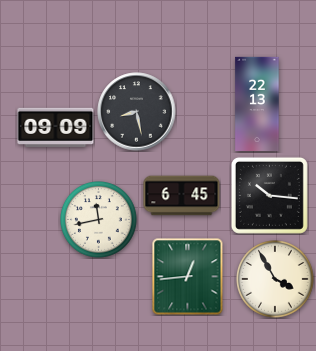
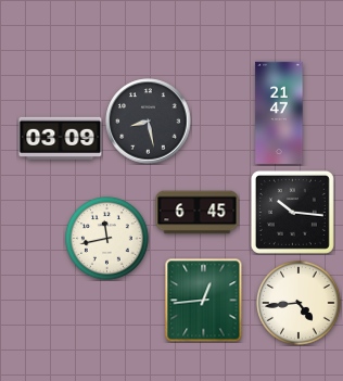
clock at (257, 103): 22:13 -> 21:47
clock at (56, 127): 09:09 -> 03:09
clock at (276, 280): 3:55 -> 4:44
